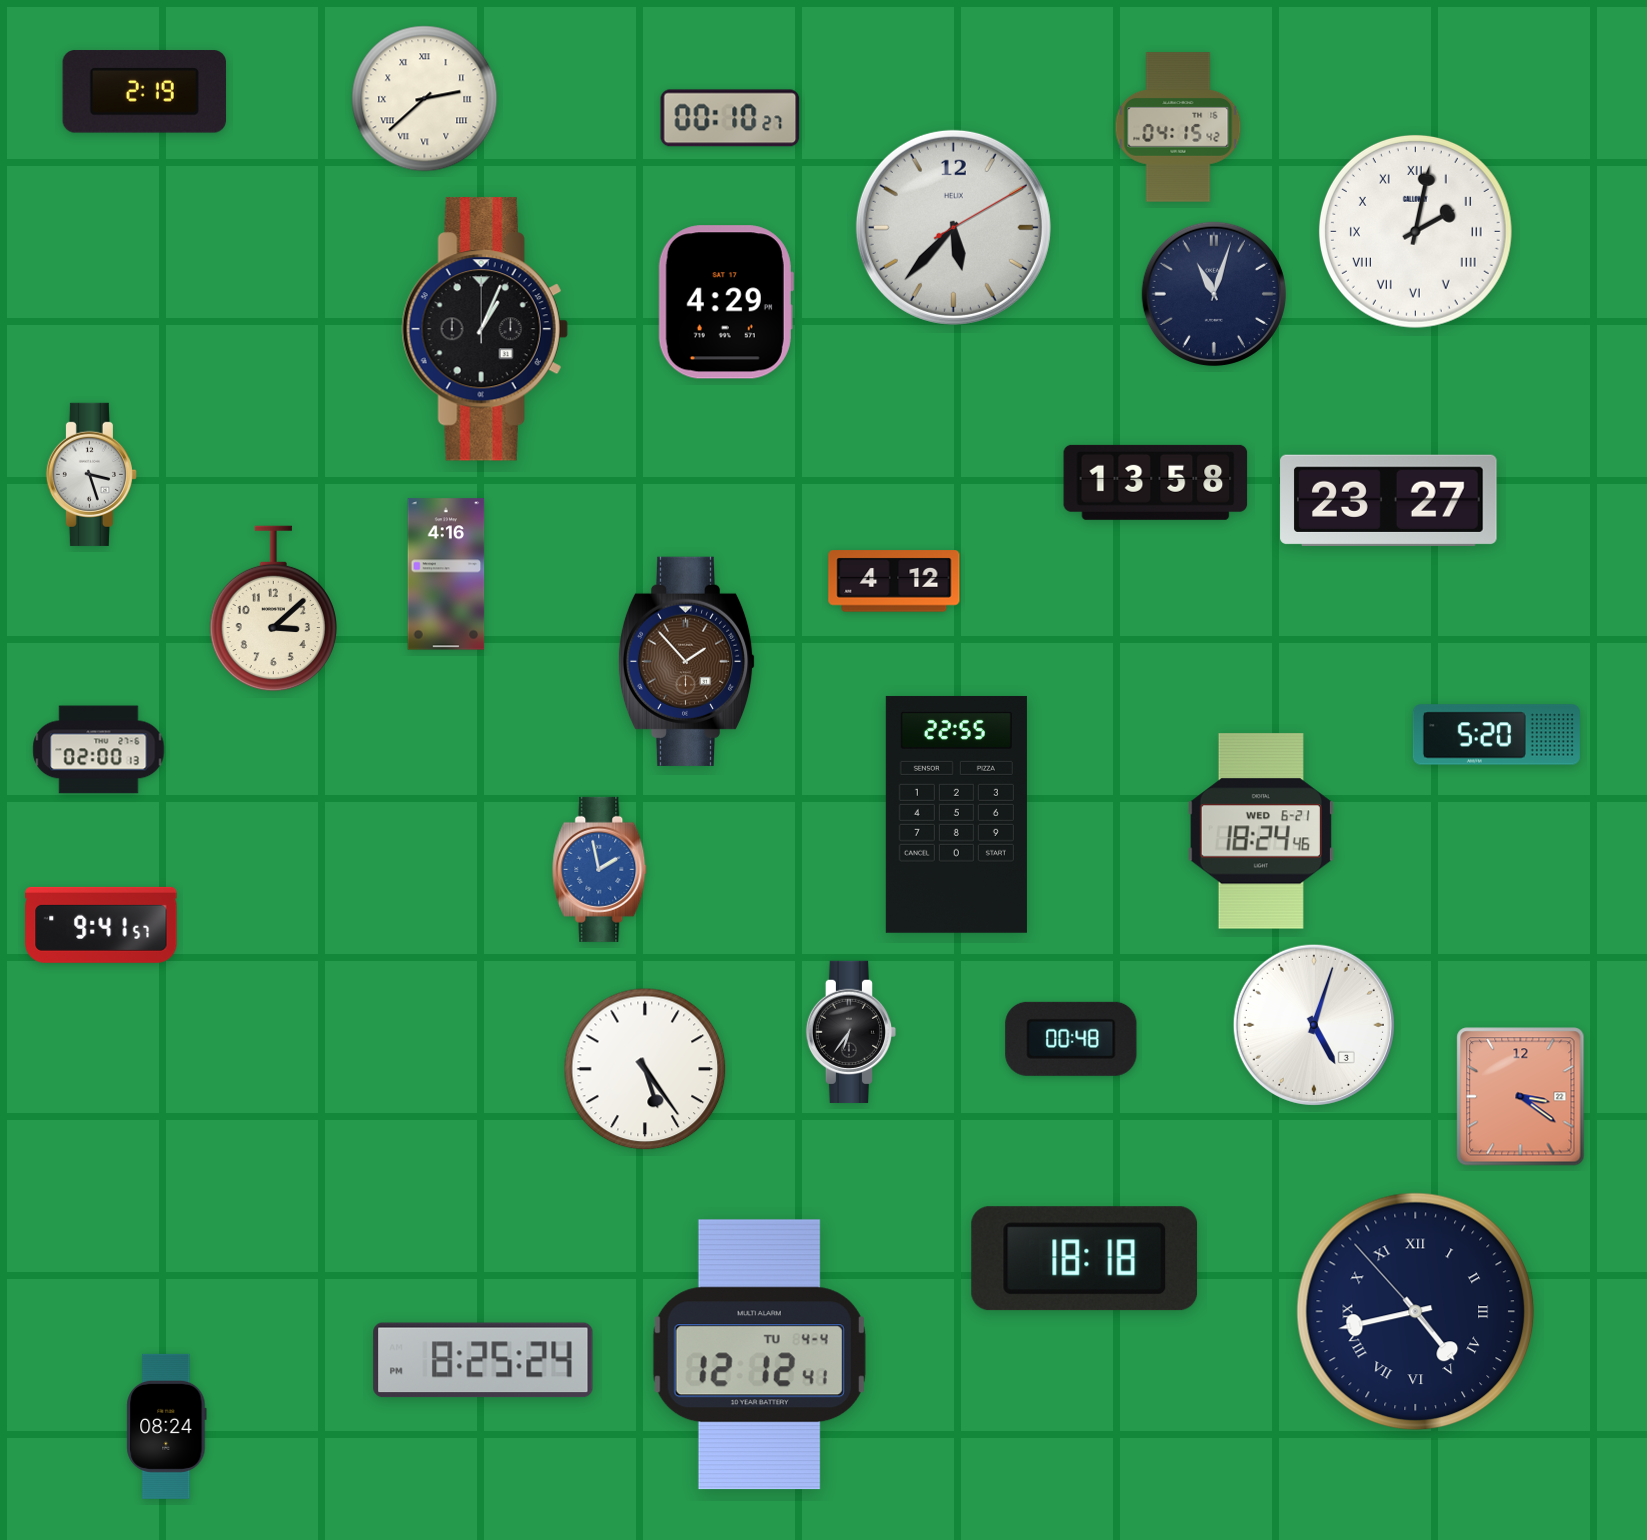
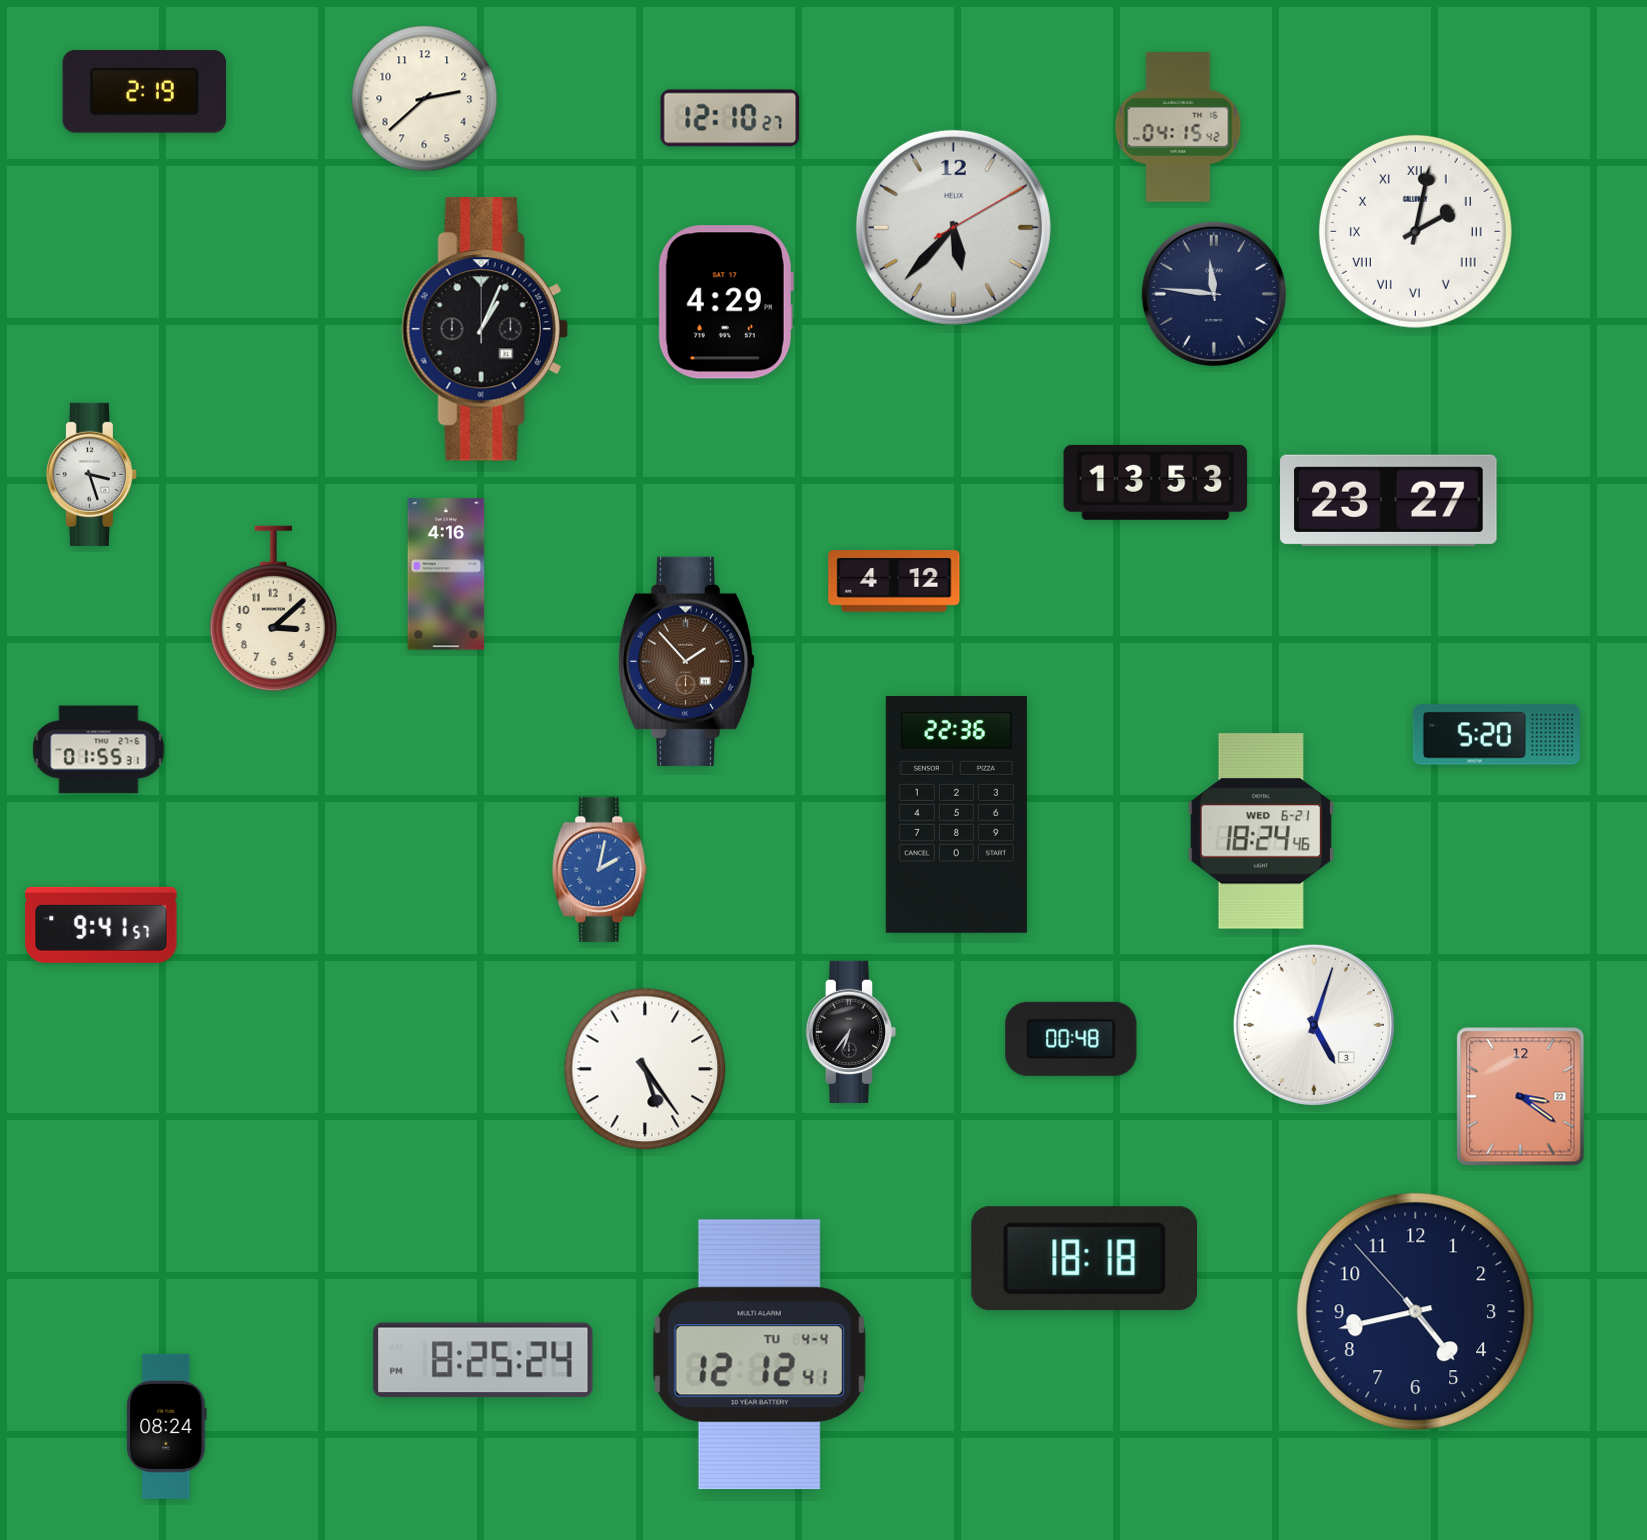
clock at (425, 99) numerals: Roman -> Arabic
clock at (730, 118): 00:10 -> 12:10
clock at (1214, 294): 11:03 -> 11:46
clock at (1156, 482): 13:58 -> 13:53
clock at (99, 750): 02:00 -> 01:55
clock at (956, 814): 22:55 -> 22:36
clock at (600, 869): 1:58 -> 2:02
clock at (1416, 1312) numerals: Roman -> Arabic
